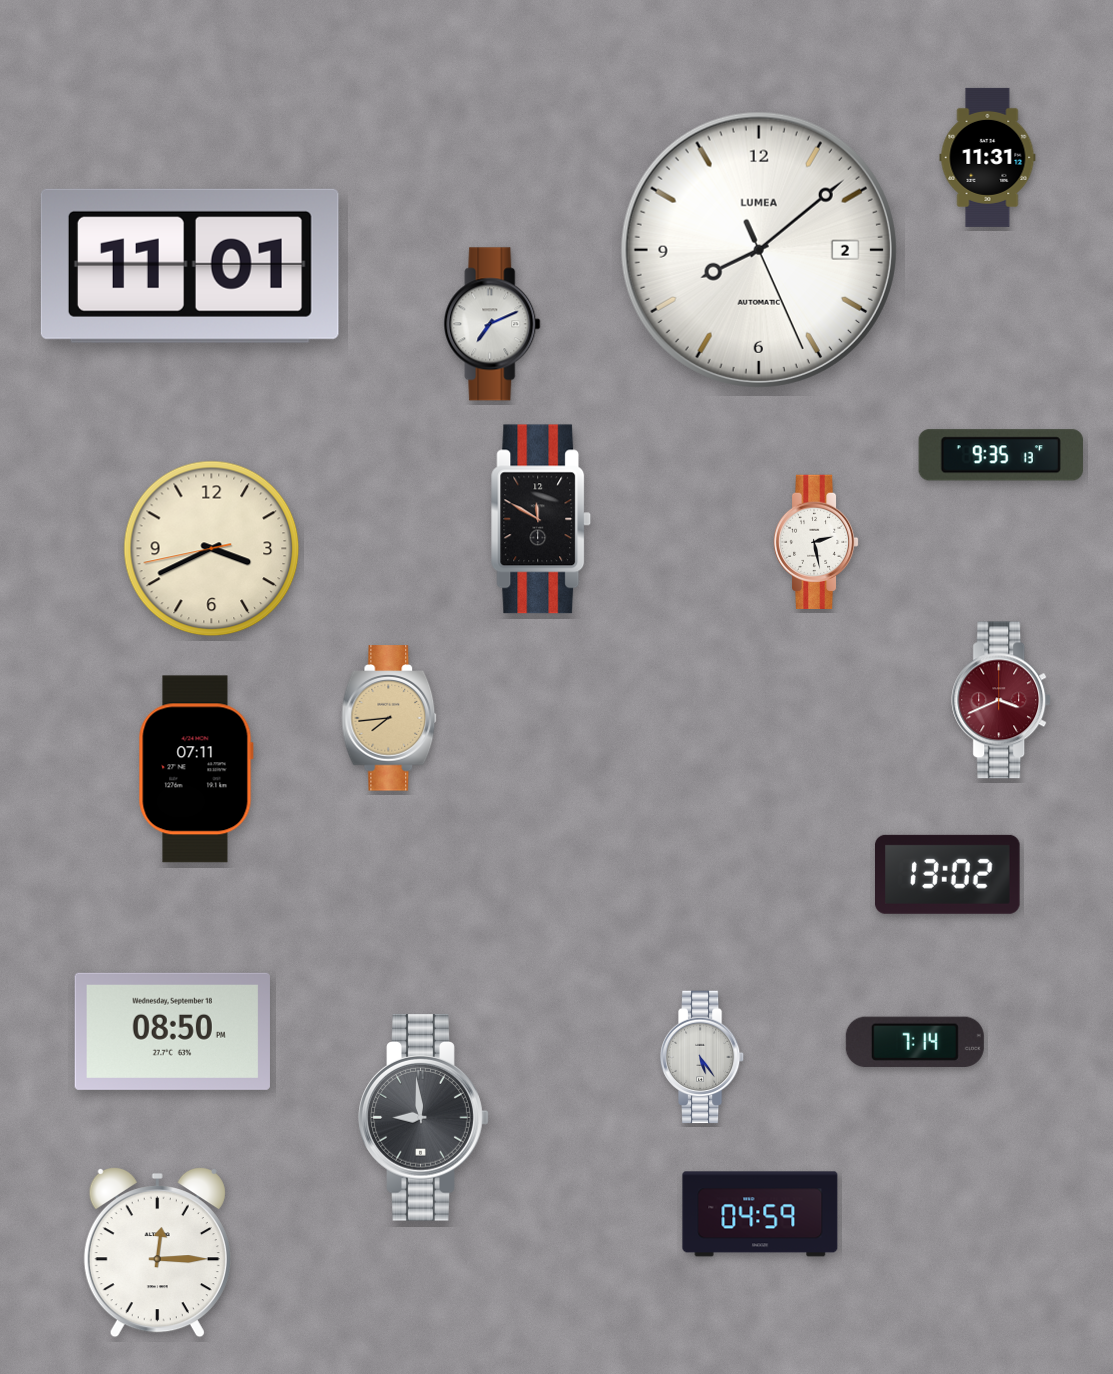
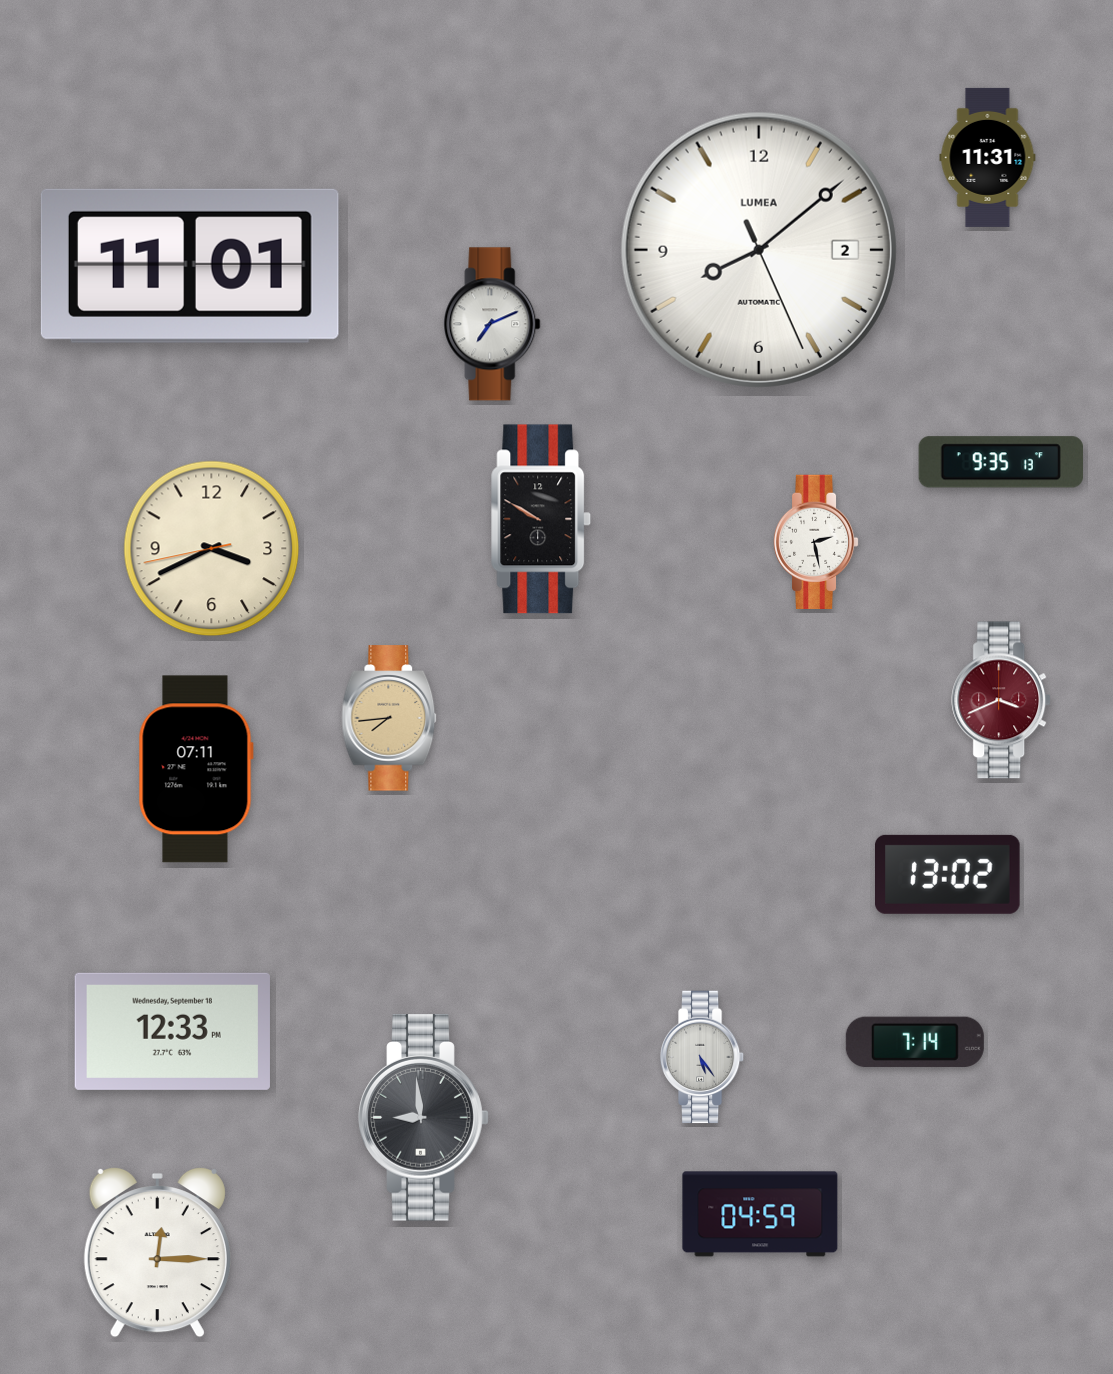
clock at (1001, 455) position: (1001, 455) -> (1001, 462)
clock at (541, 519): 11:50 -> 9:50
clock at (172, 1031): 08:50 -> 12:33
